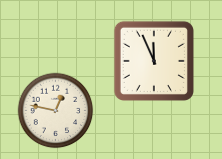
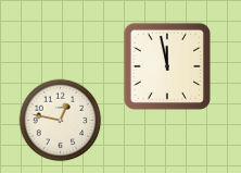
clock at (154, 61): 11:56 -> 11:58
